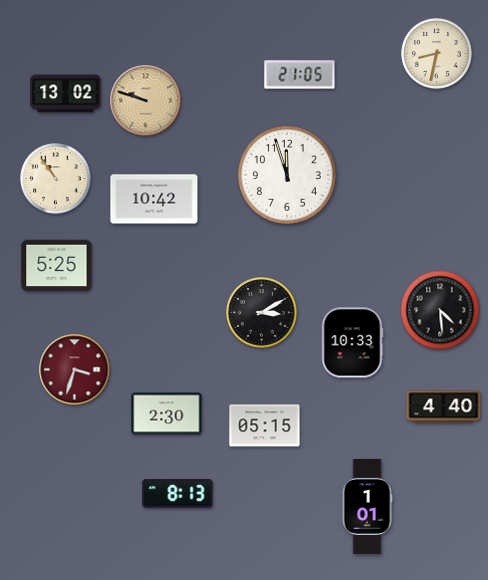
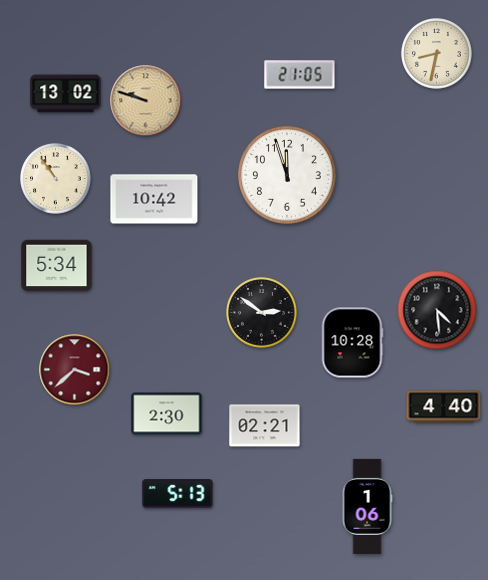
clock at (57, 266): 5:25 -> 5:34
clock at (440, 310) position: (440, 310) -> (437, 310)
clock at (262, 313): 3:10 -> 2:51
clock at (352, 343): 10:33 -> 10:28
clock at (75, 370): 3:33 -> 3:38
clock at (265, 426): 05:15 -> 02:21
clock at (178, 494): 8:13 -> 5:13
clock at (367, 506): 1:01 -> 1:06
